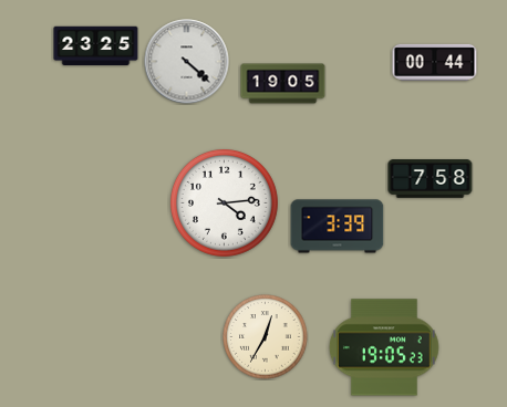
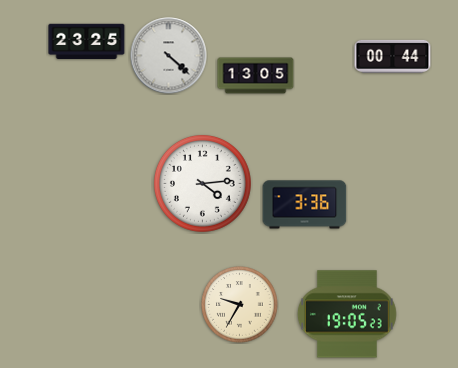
clock at (283, 84): 19:05 -> 13:05
clock at (431, 179): 7:58 -> none
clock at (338, 227): 3:39 -> 3:36
clock at (266, 337): 12:35 -> 9:35
